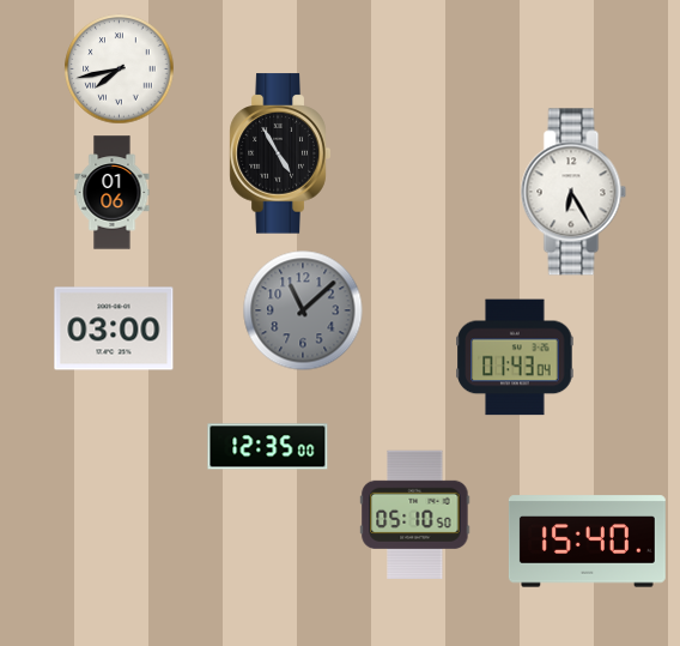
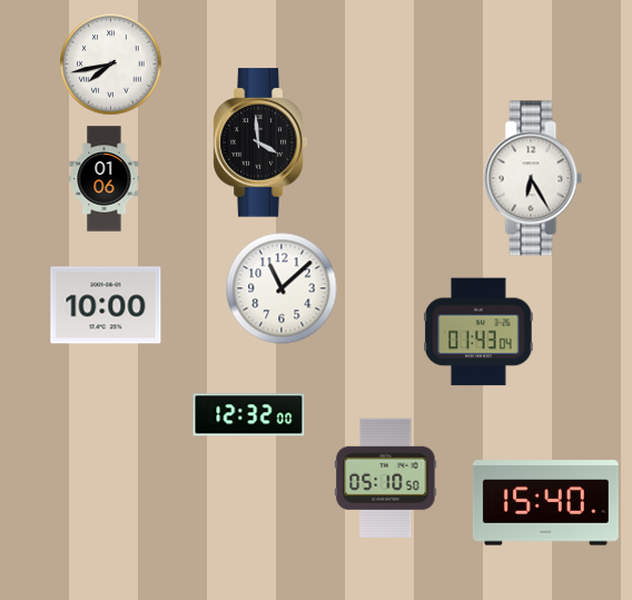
clock at (280, 153): 4:55 -> 3:59
clock at (303, 310) dial: grey -> white
clock at (114, 328): 03:00 -> 10:00
clock at (268, 447): 12:35 -> 12:32
